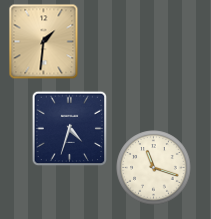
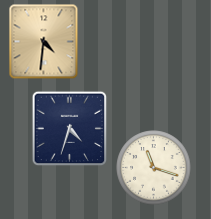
clock at (44, 42): 1:31 -> 4:31
